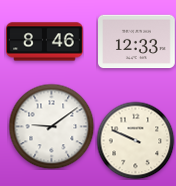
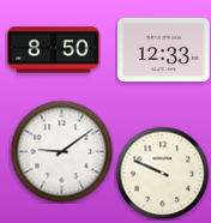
clock at (45, 42): 8:46 -> 8:50
clock at (135, 140) position: (135, 140) -> (162, 173)
